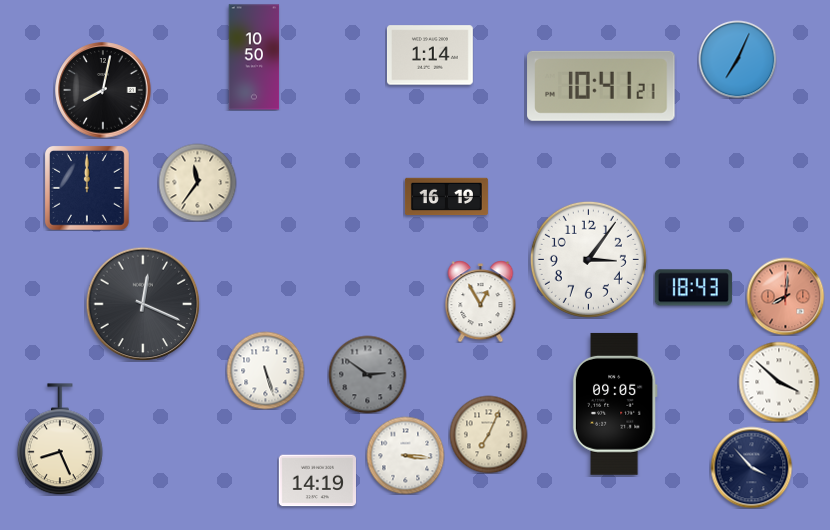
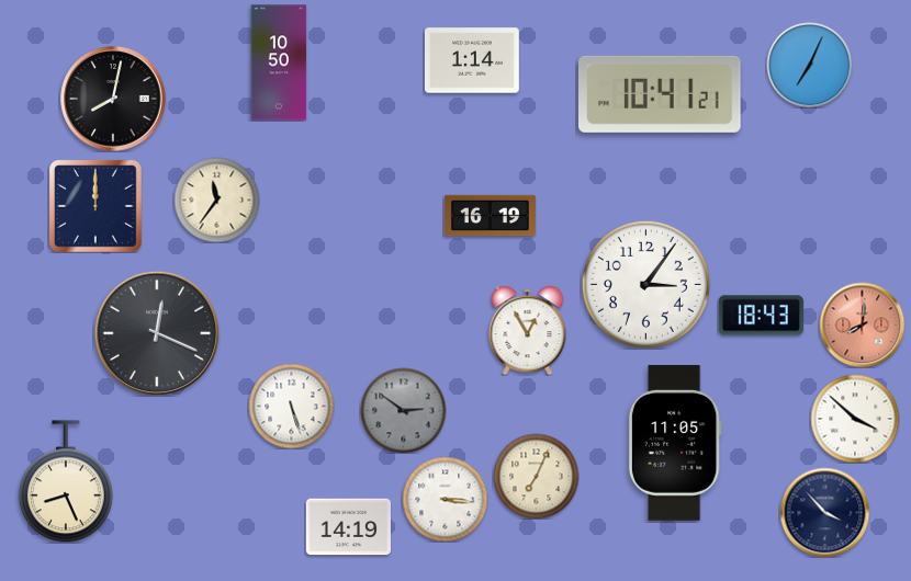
clock at (615, 404): 09:05 -> 11:05
